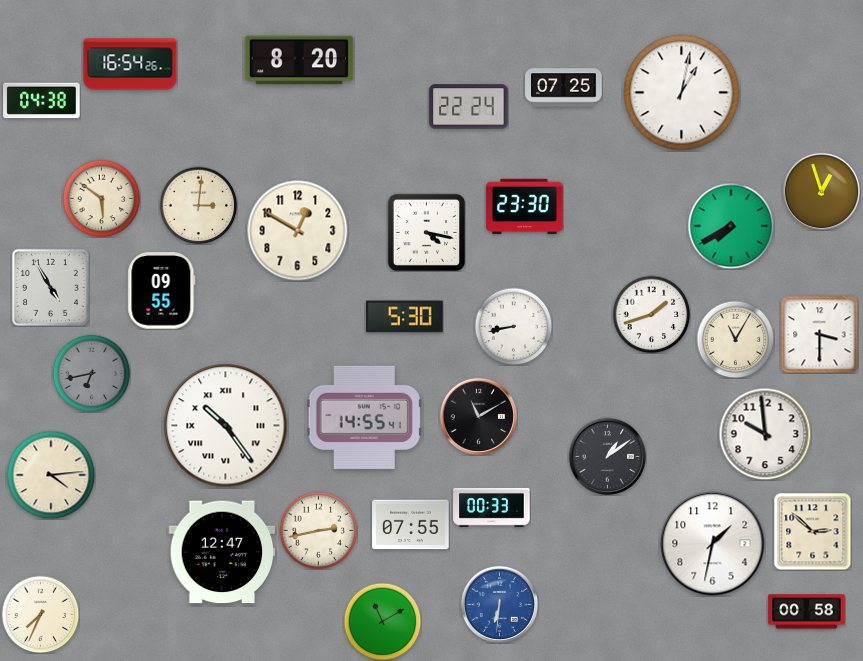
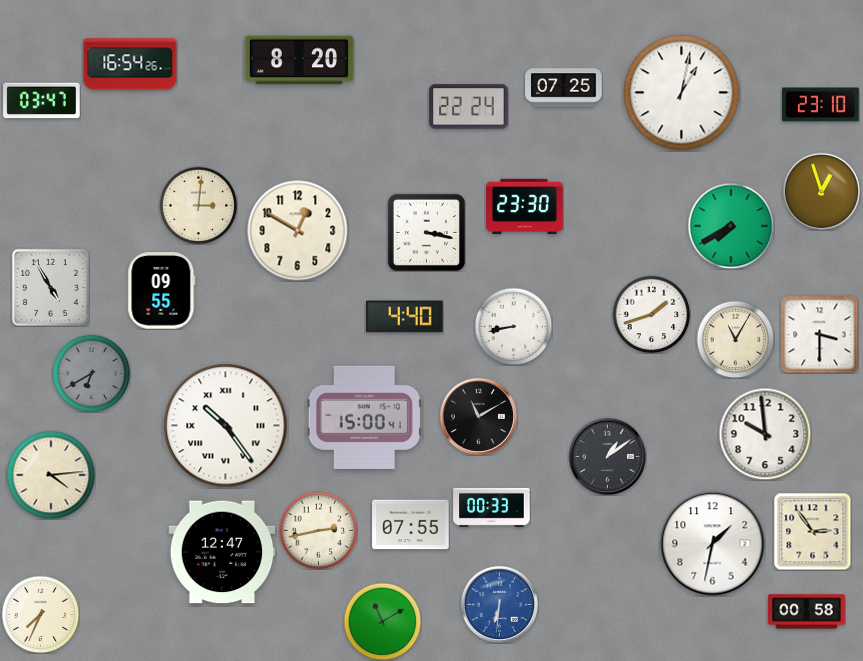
clock at (42, 101): 04:38 -> 03:47
clock at (821, 105): none -> 23:10
clock at (101, 198): 5:51 -> none
clock at (426, 232): 4:17 -> 3:17
clock at (405, 317): 5:30 -> 4:40
clock at (91, 373): 6:43 -> 6:40
clock at (364, 417): 14:55 -> 15:00
clock at (812, 531): 2:52 -> 2:54
